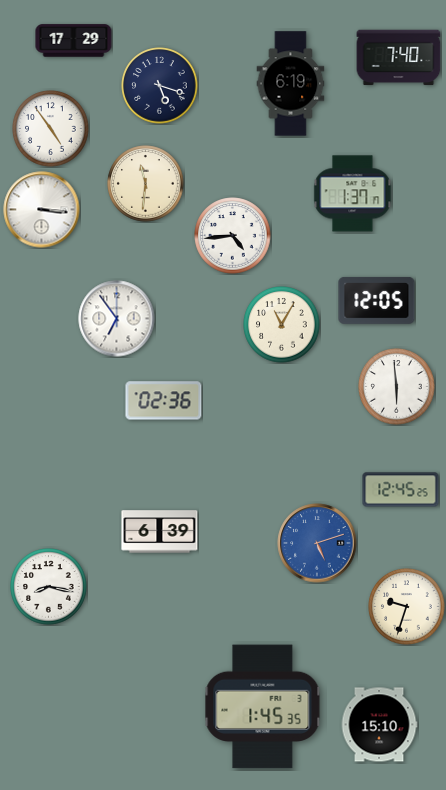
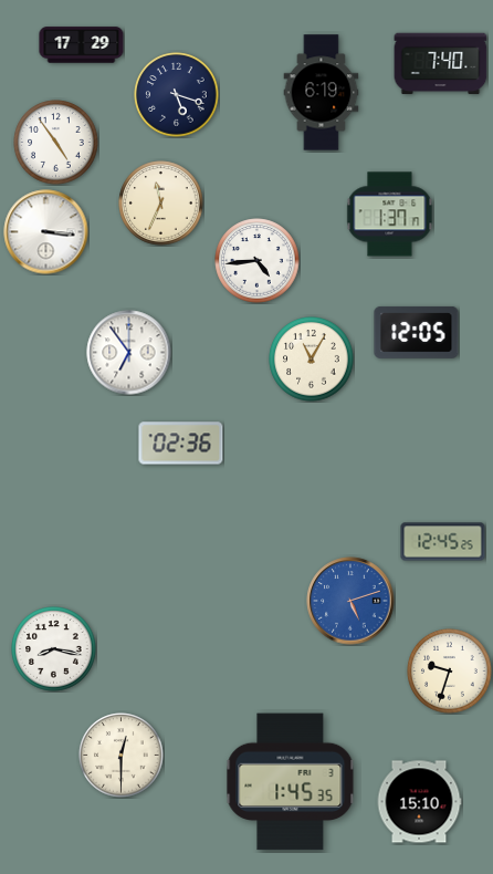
clock at (146, 184): 11:31 -> 11:34
clock at (397, 387): 5:59 -> none
clock at (160, 532): 6:39 -> none
clock at (122, 756): none -> 12:30
